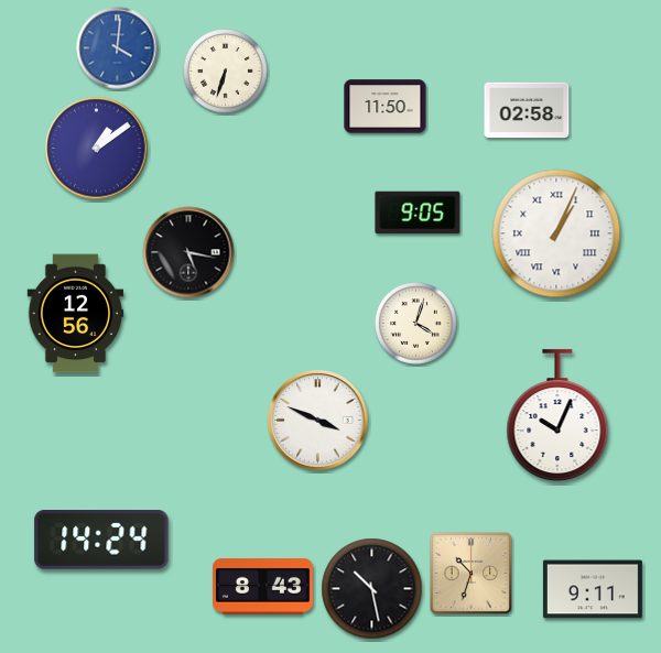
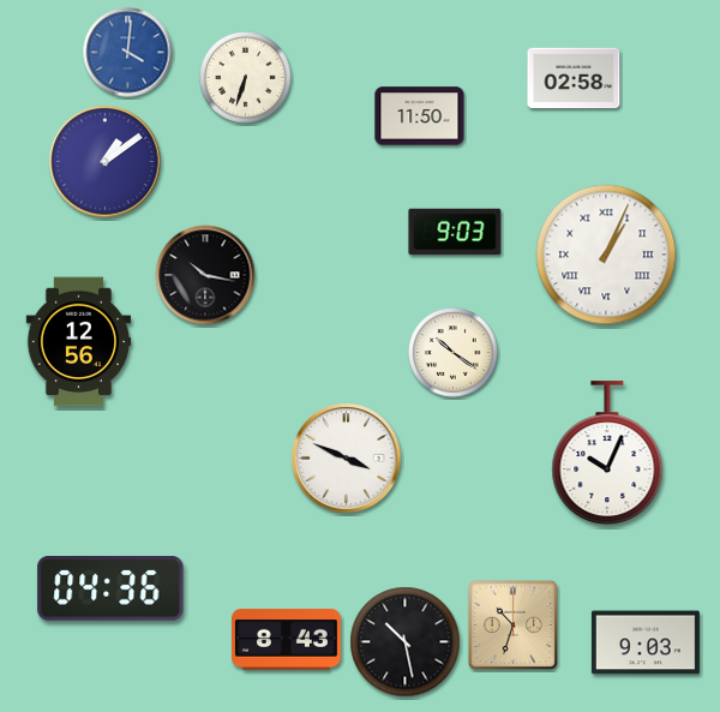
clock at (527, 110) position: (527, 110) -> (574, 78)
clock at (418, 213): 9:05 -> 9:03
clock at (188, 252): 5:17 -> 10:17
clock at (76, 314) position: (76, 314) -> (79, 342)
clock at (416, 324): 4:03 -> 10:21
clock at (101, 541): 14:24 -> 04:36
clock at (593, 589): 9:11 -> 9:03
